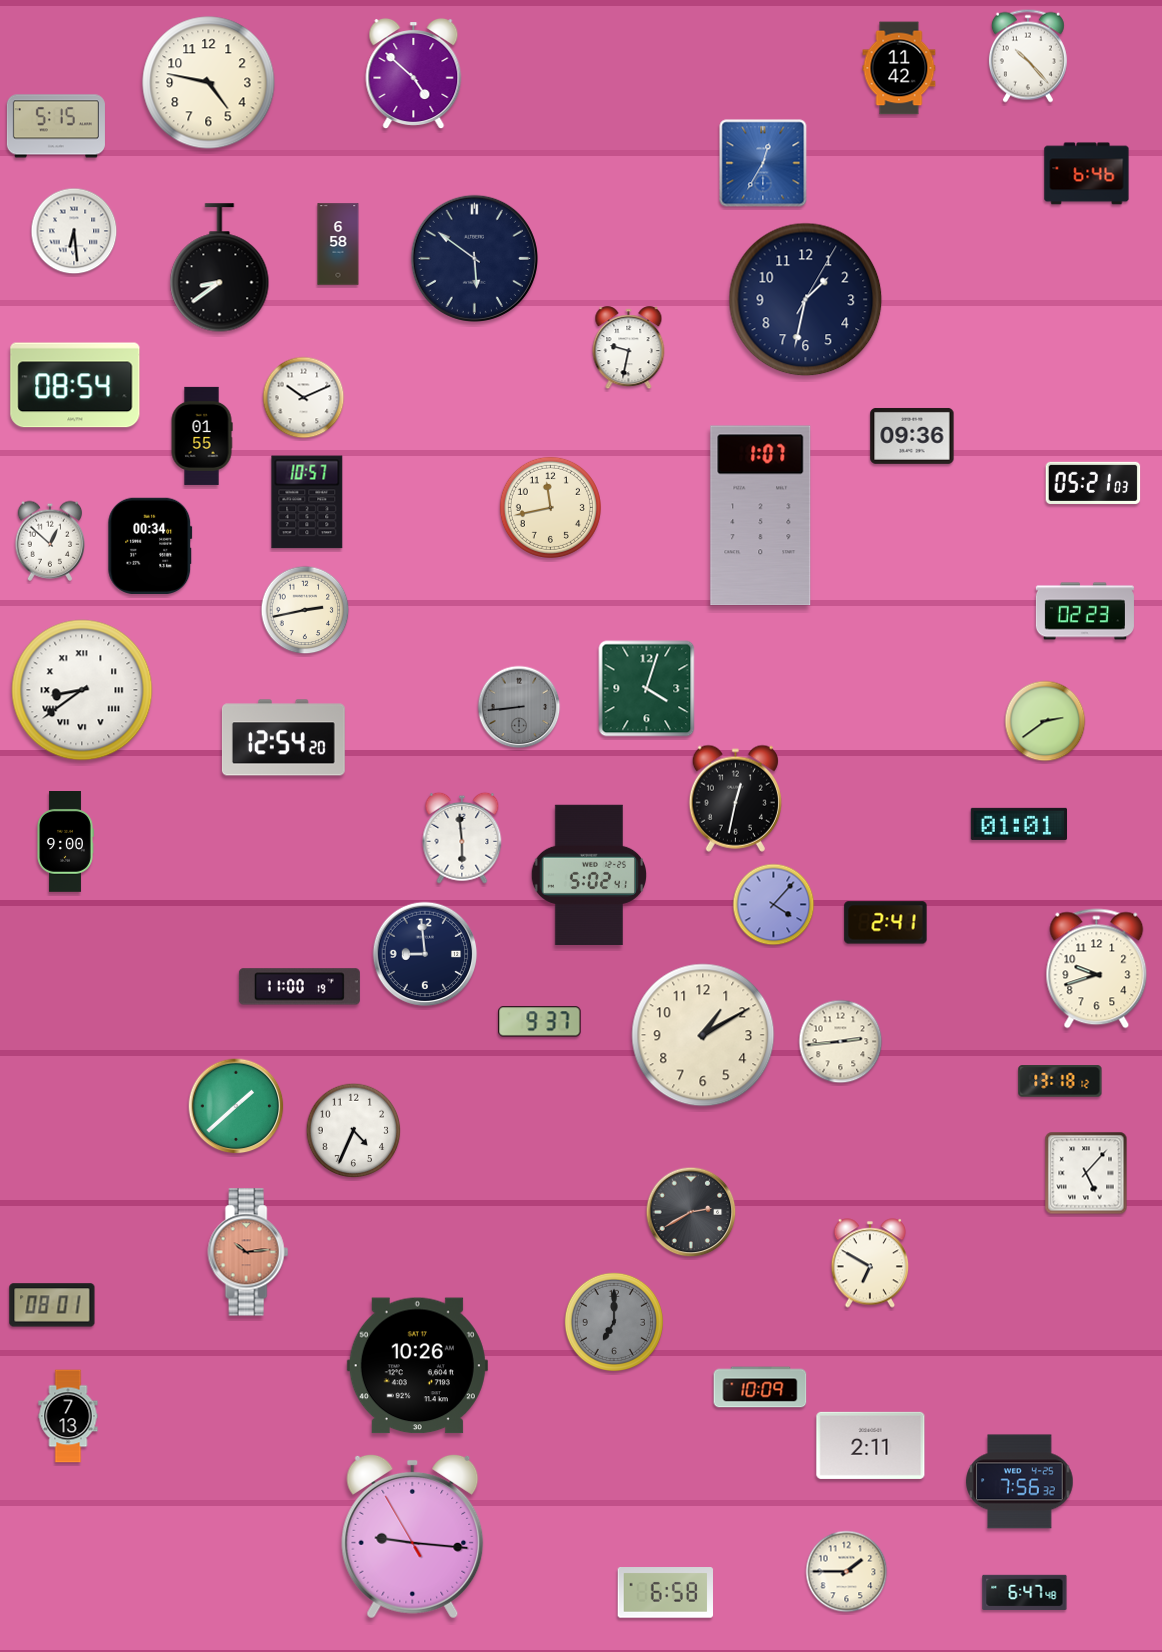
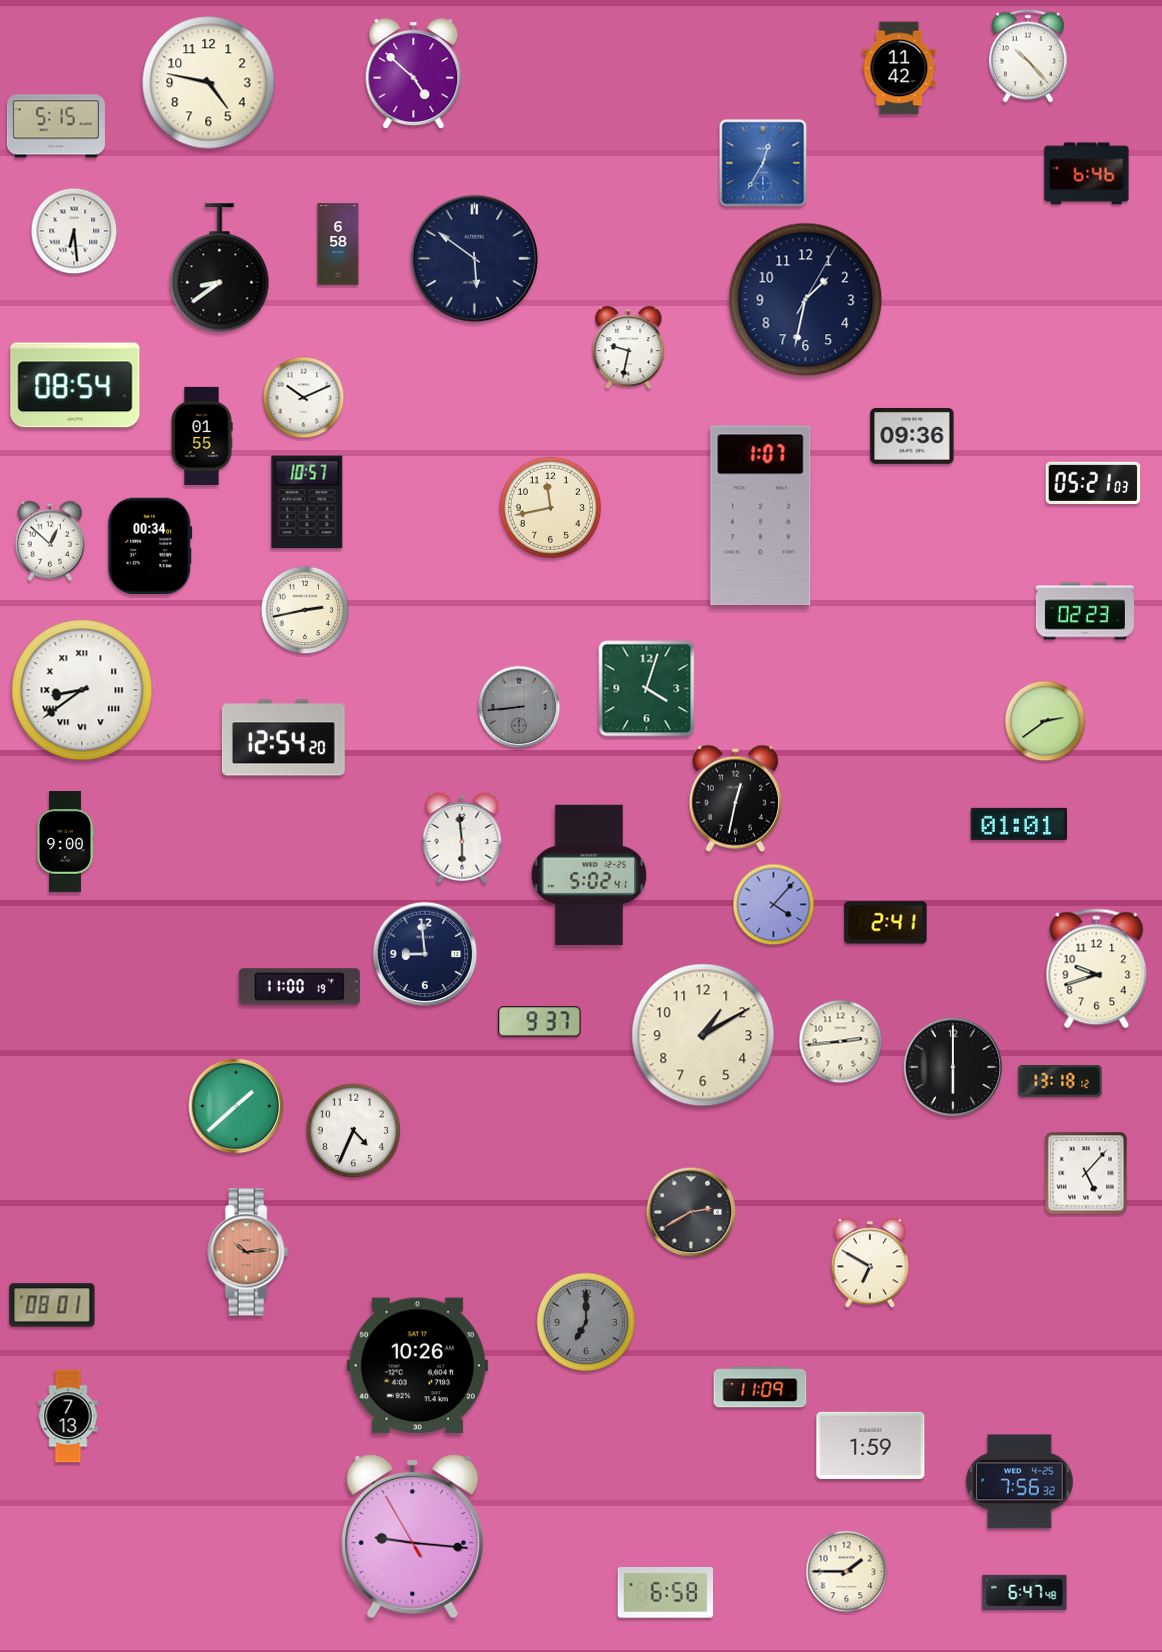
clock at (953, 1067): none -> 6:00
clock at (614, 1322) position: (614, 1322) -> (586, 1322)
clock at (760, 1387): 10:09 -> 11:09
clock at (871, 1445): 2:11 -> 1:59
